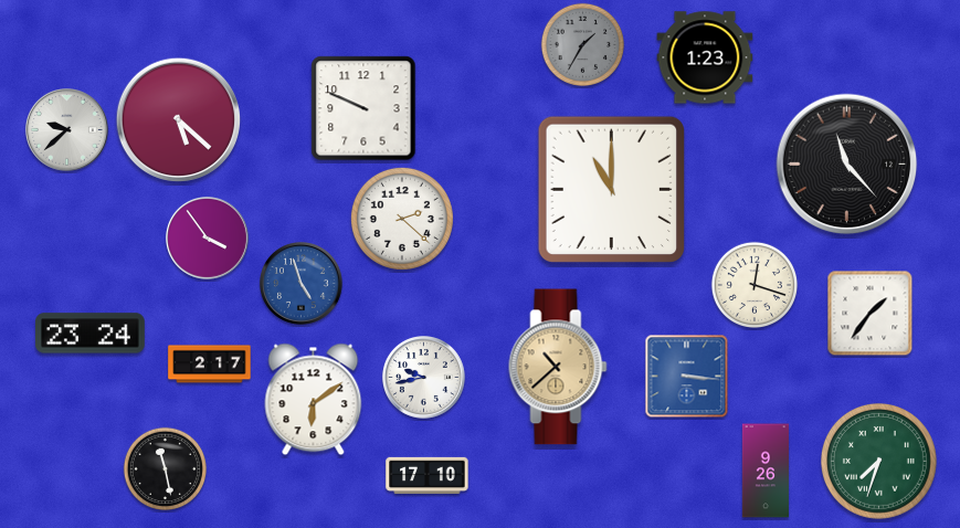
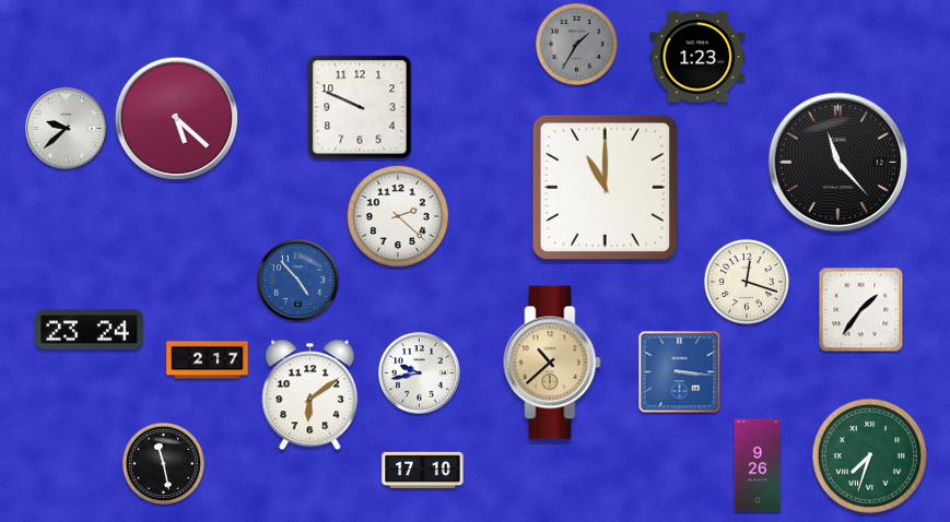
clock at (208, 239): 3:54 -> none
clock at (302, 284): 4:57 -> 4:53
